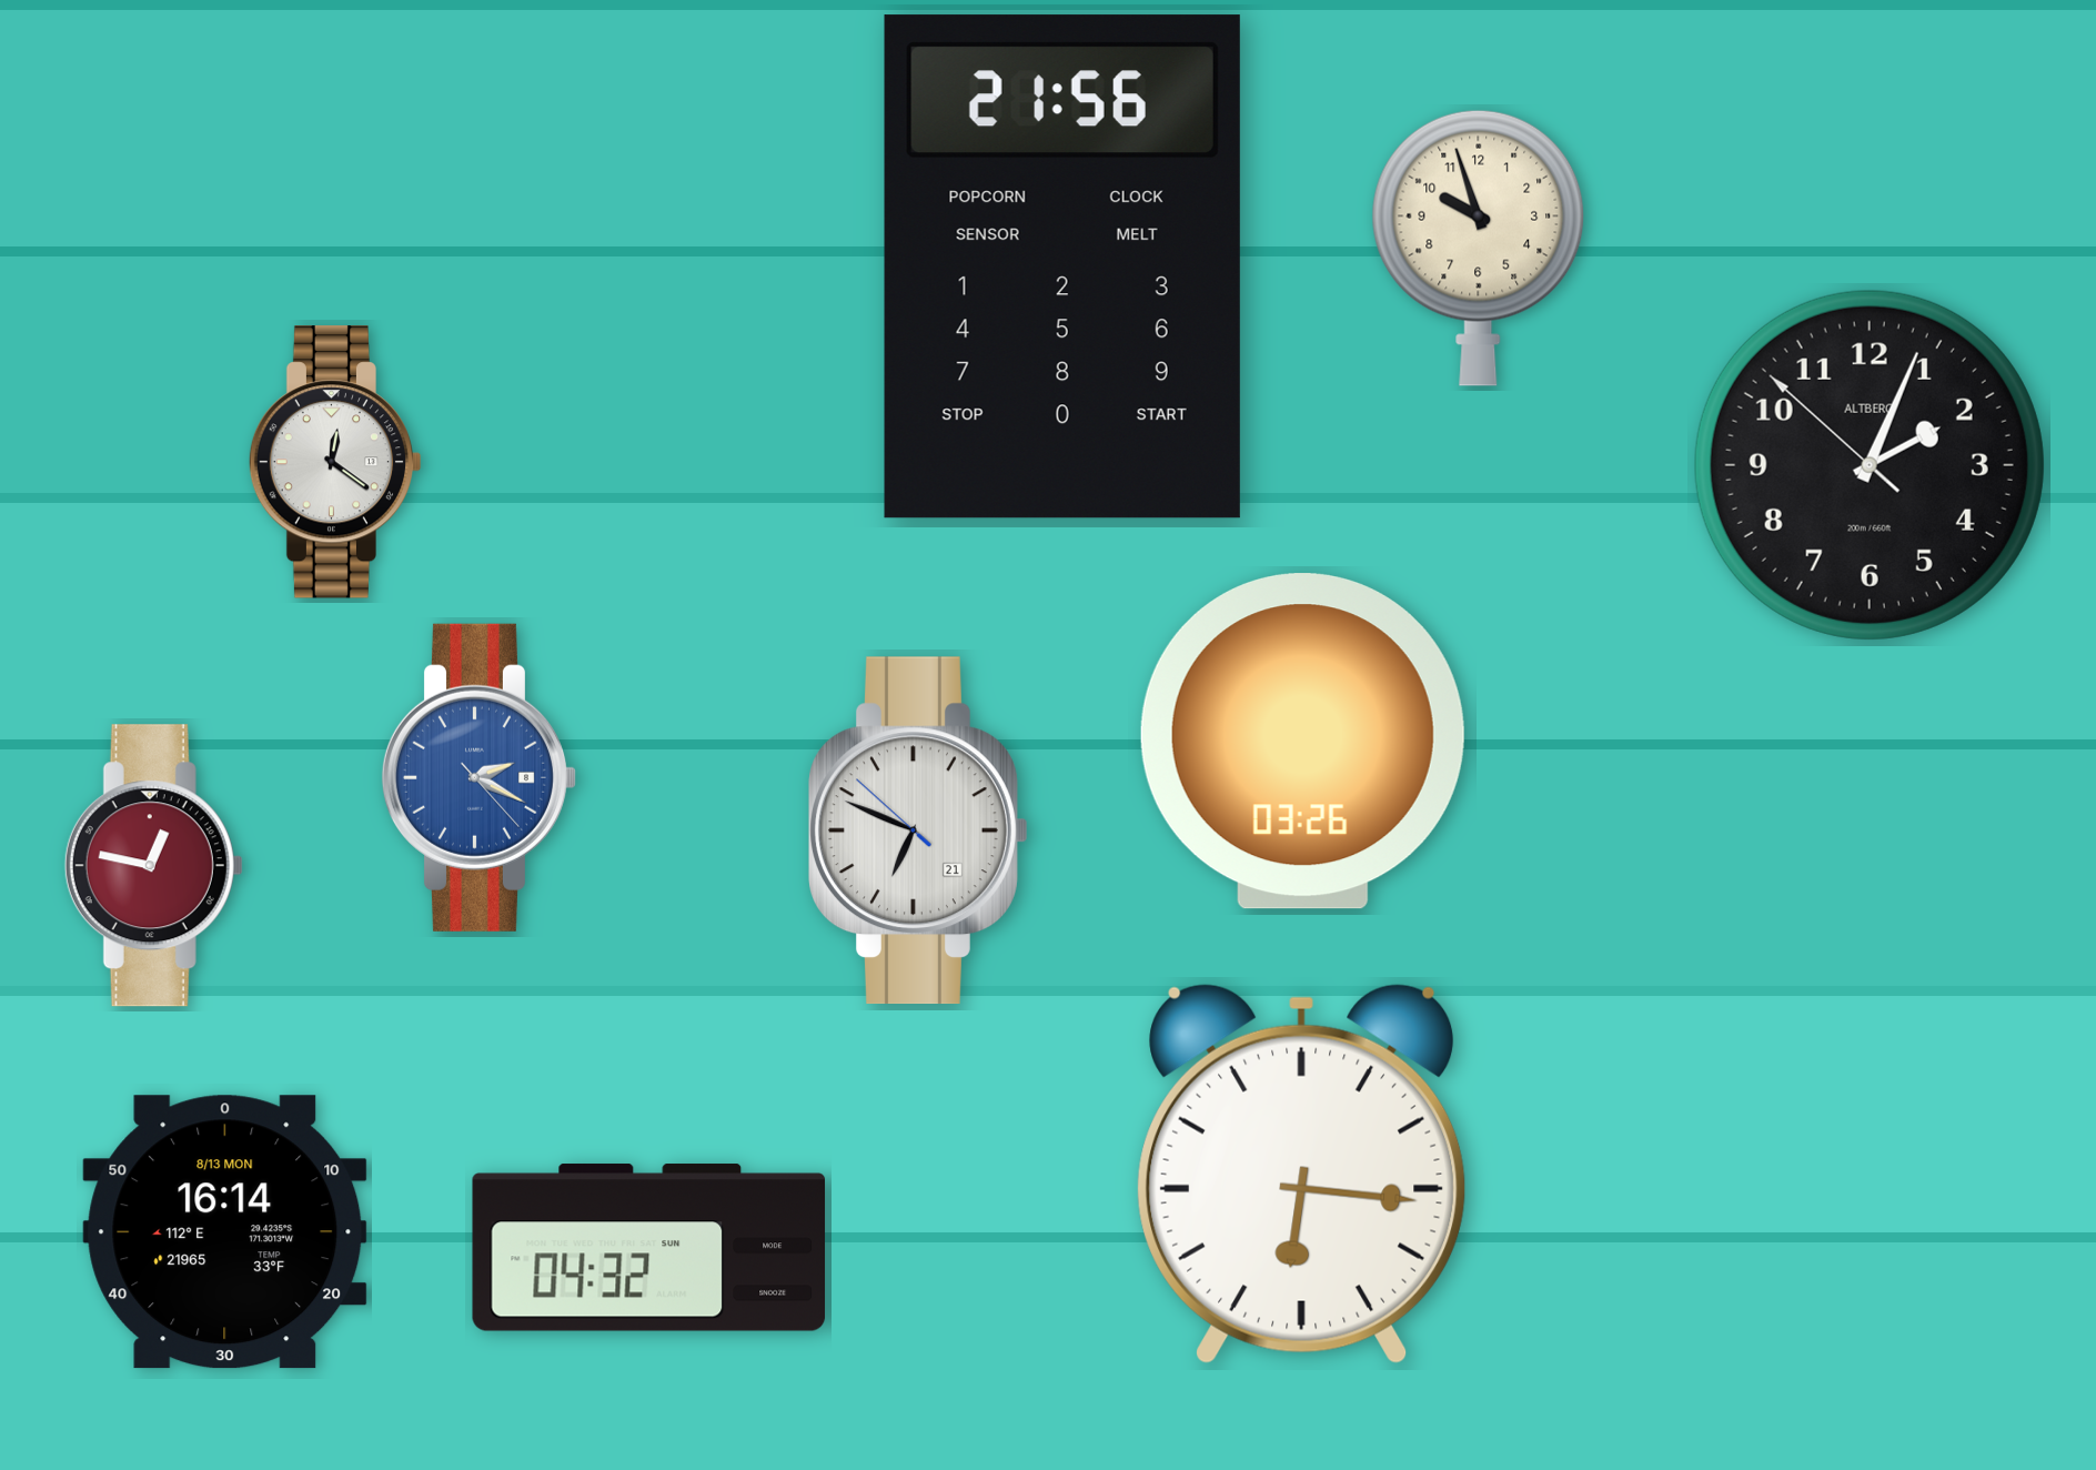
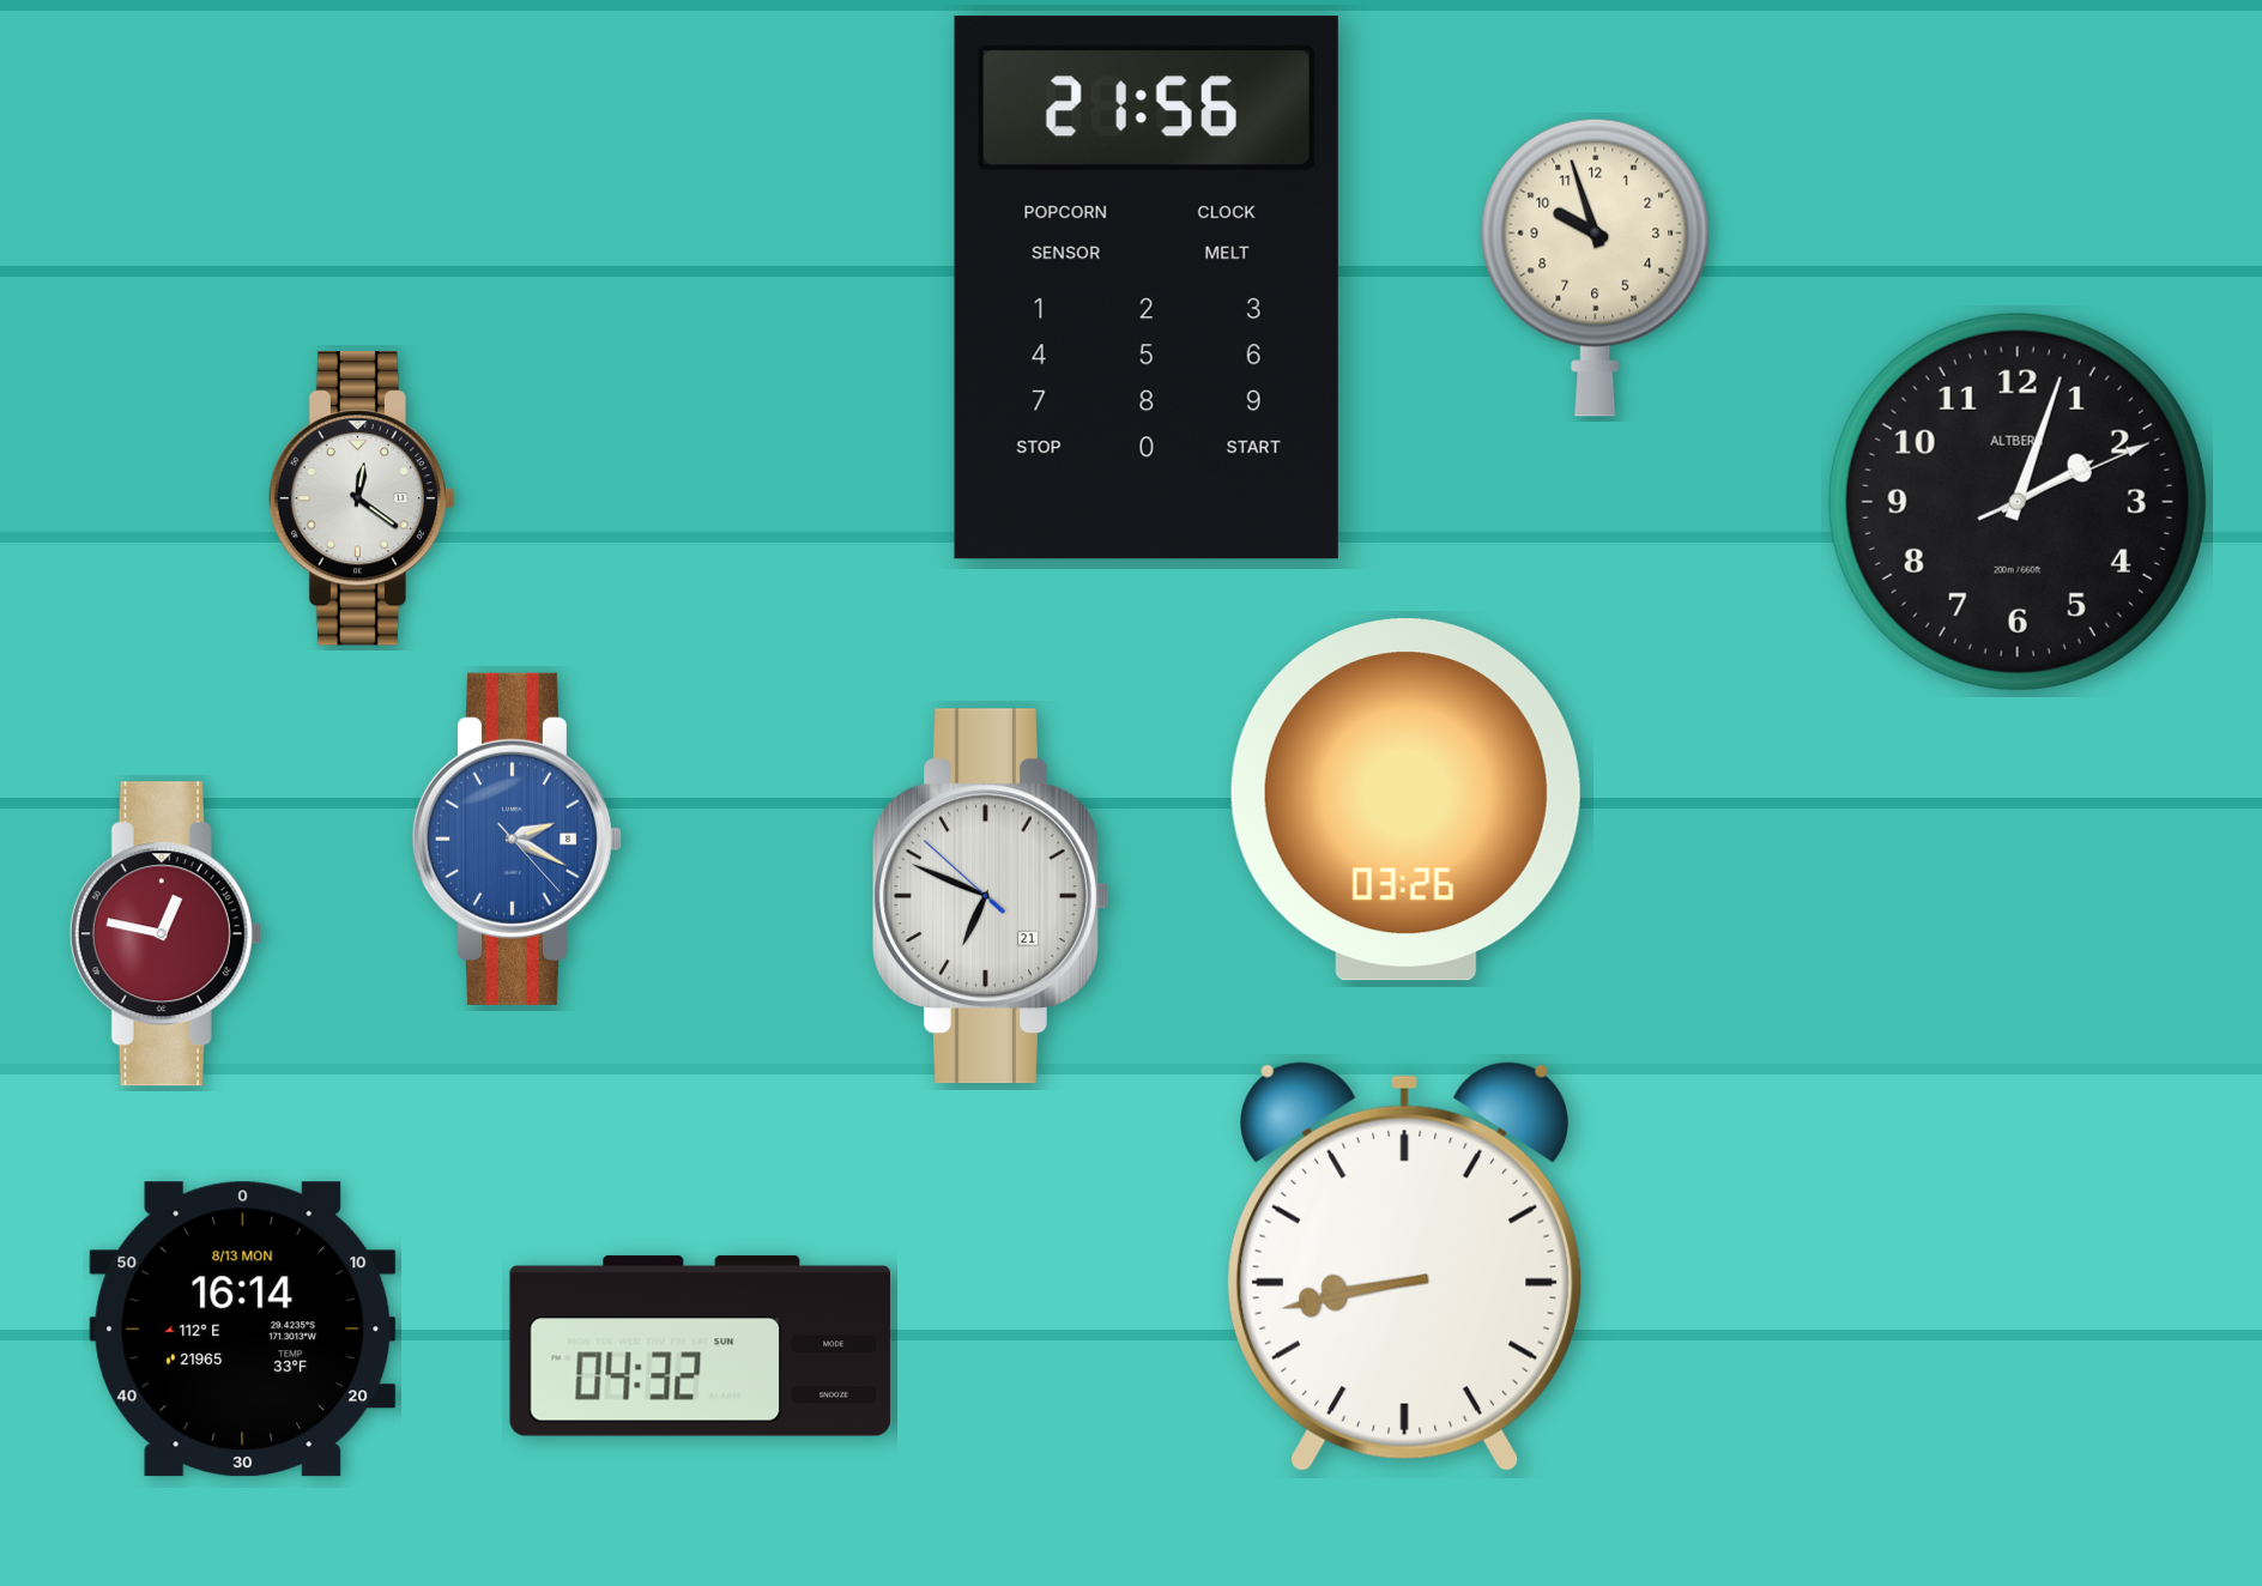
clock at (1870, 465): 2:03:52 -> 2:03:11
clock at (1302, 1174): 6:16 -> 8:43
